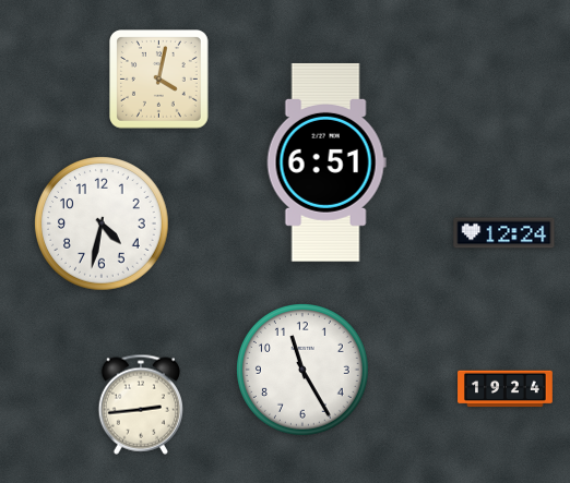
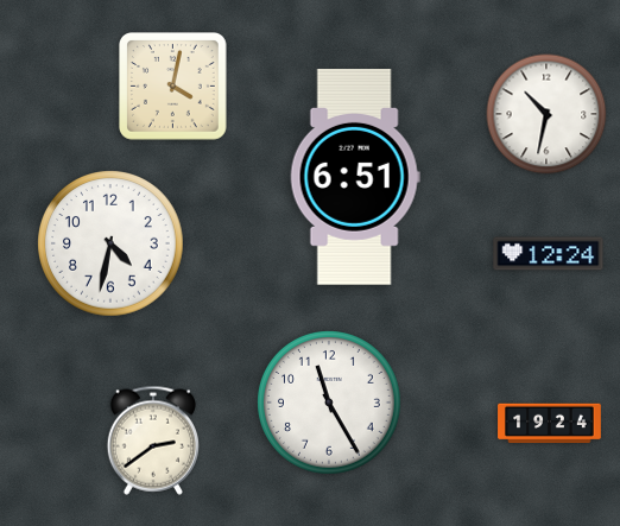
clock at (546, 114): none -> 10:32
clock at (140, 404): 2:44 -> 2:39
